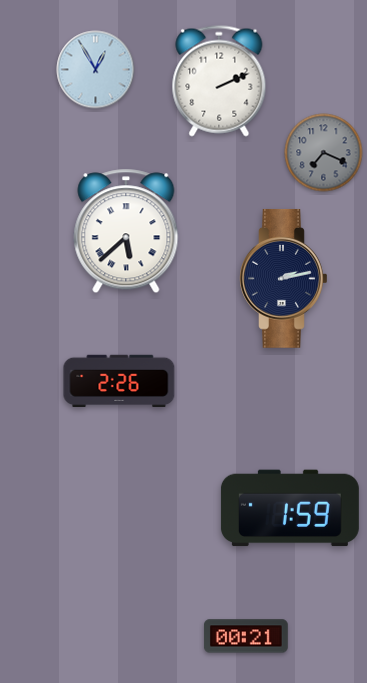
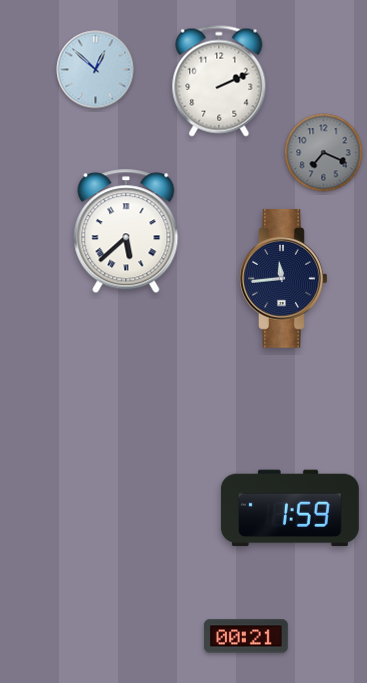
clock at (96, 70): 12:55 -> 12:52
clock at (284, 278): 2:13 -> 11:44
clock at (119, 380): 2:26 -> none
